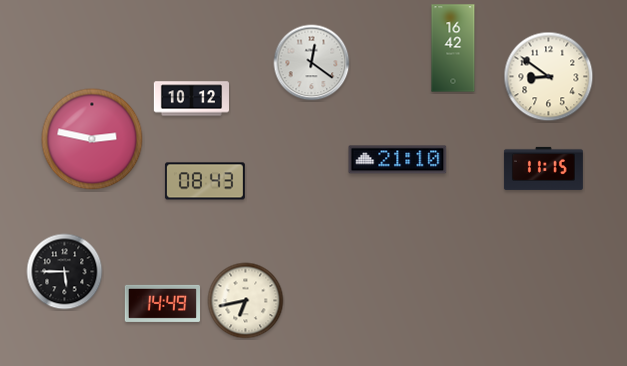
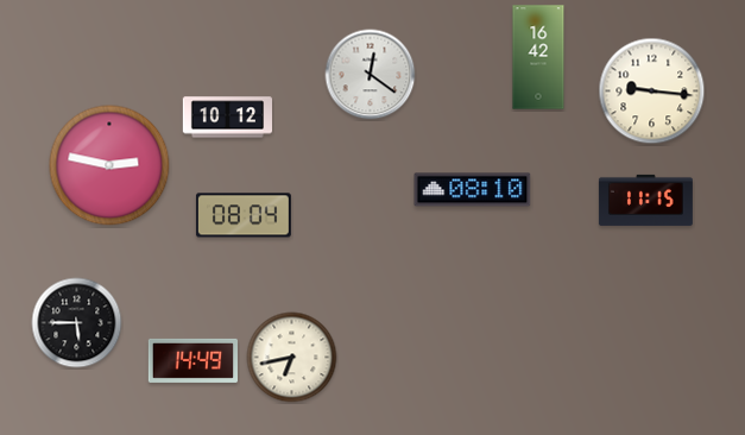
clock at (549, 77): 8:51 -> 9:16
clock at (398, 160): 21:10 -> 08:10
clock at (205, 181): 08:43 -> 08:04
